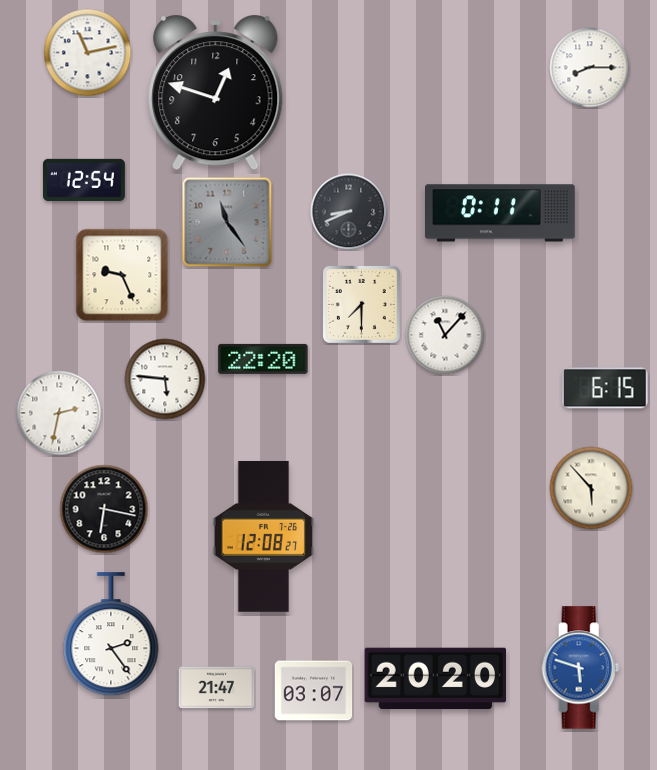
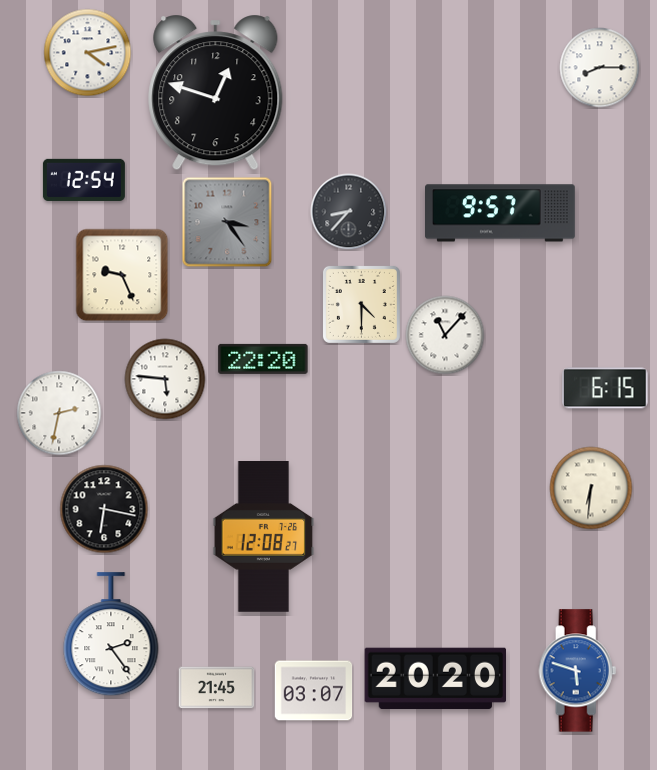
clock at (88, 53): 11:13 -> 4:13
clock at (590, 68) position: (590, 68) -> (600, 68)
clock at (349, 212): 8:41 -> 8:37
clock at (501, 213): 0:11 -> 9:57
clock at (227, 222): 11:24 -> 3:24
clock at (361, 304): 7:30 -> 4:30
clock at (591, 488): 5:53 -> 6:31
clock at (581, 668) position: (581, 668) -> (578, 671)
clock at (217, 688): 21:47 -> 21:45
